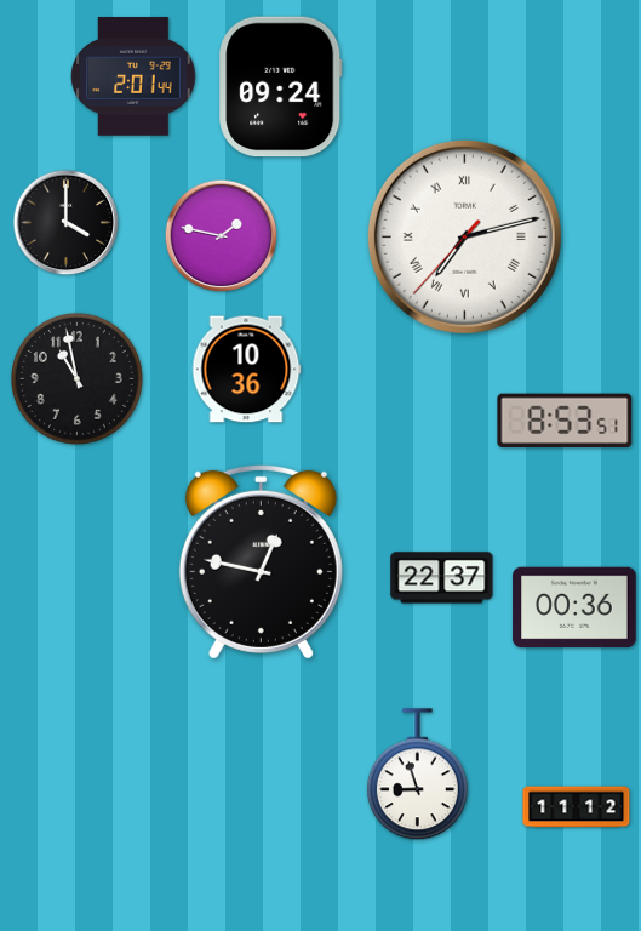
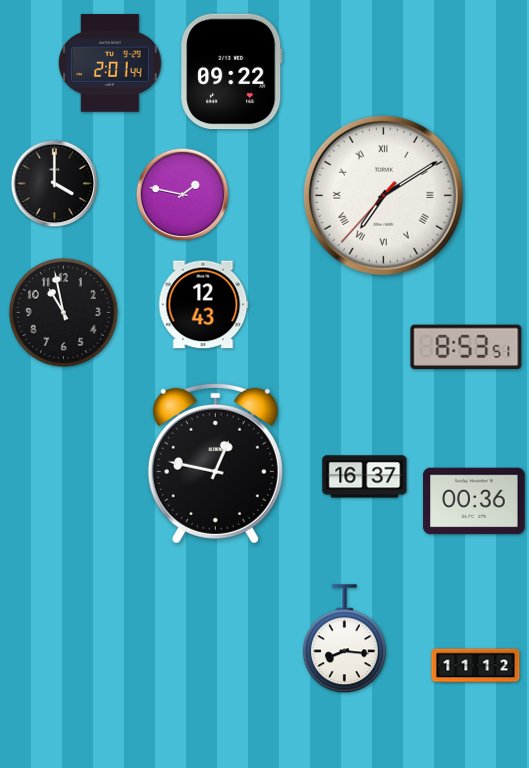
clock at (281, 87): 09:24 -> 09:22
clock at (464, 236): 7:12 -> 7:09
clock at (246, 370): 10:36 -> 12:43
clock at (442, 578): 22:37 -> 16:37
clock at (417, 775): 8:57 -> 8:16
